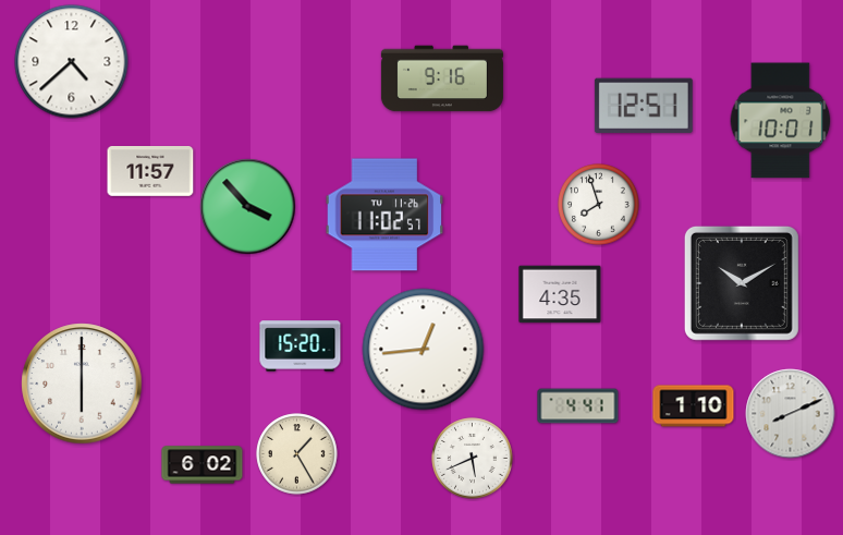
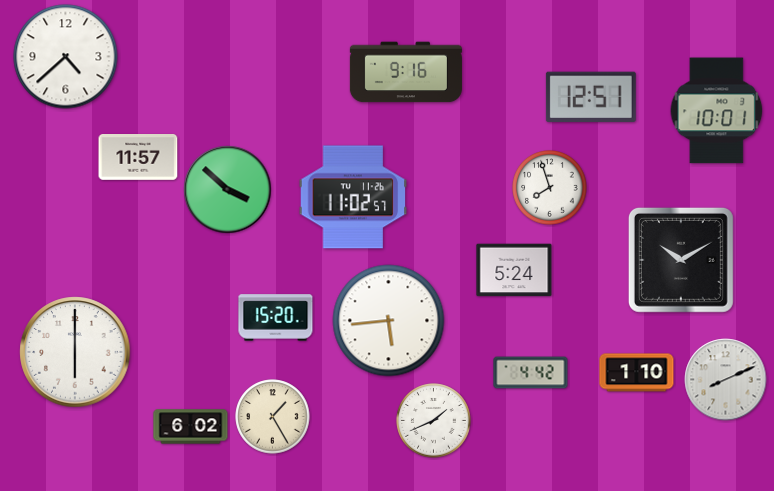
clock at (248, 207): 3:53 -> 3:52
clock at (560, 294): 4:35 -> 5:24
clock at (424, 350): 12:44 -> 5:44
clock at (578, 406): 4:41 -> 4:42
clock at (473, 459): 5:41 -> 1:41
clock at (203, 465) position: (203, 465) -> (191, 427)
